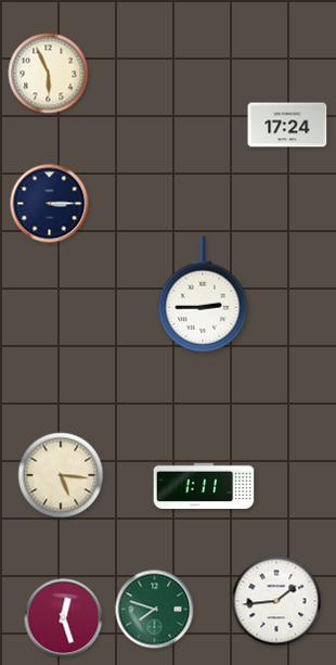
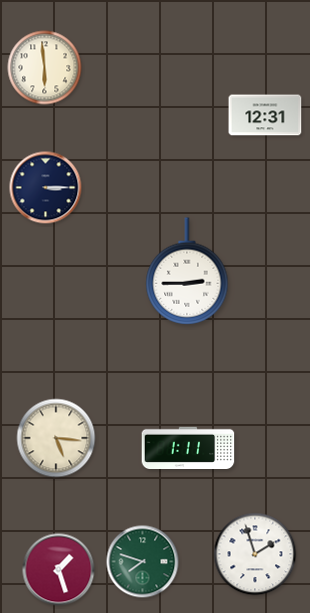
clock at (49, 74): 5:56 -> 5:59
clock at (287, 125): 17:24 -> 12:31
clock at (276, 601): 1:44 -> 1:57
clock at (64, 618): 12:27 -> 1:27
